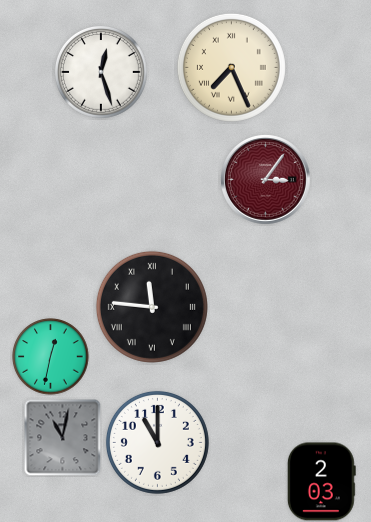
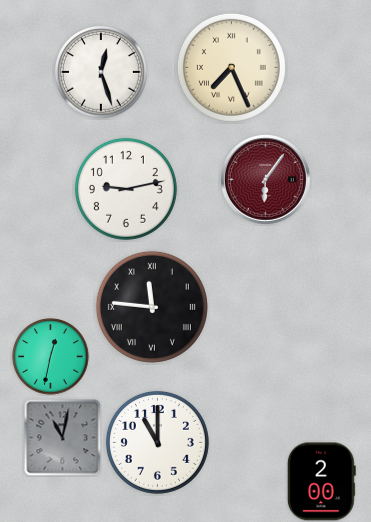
clock at (266, 180): 3:06 -> 6:06
clock at (126, 189): none -> 9:13
clock at (321, 482): 2:03 -> 2:00
